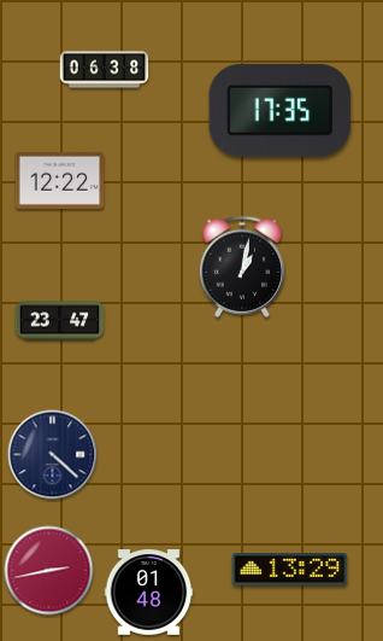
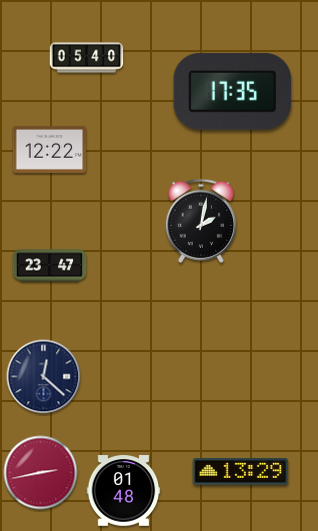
clock at (105, 70): 06:38 -> 05:40
clock at (241, 267): 1:02 -> 2:02
clock at (53, 455): 4:22 -> 12:22
